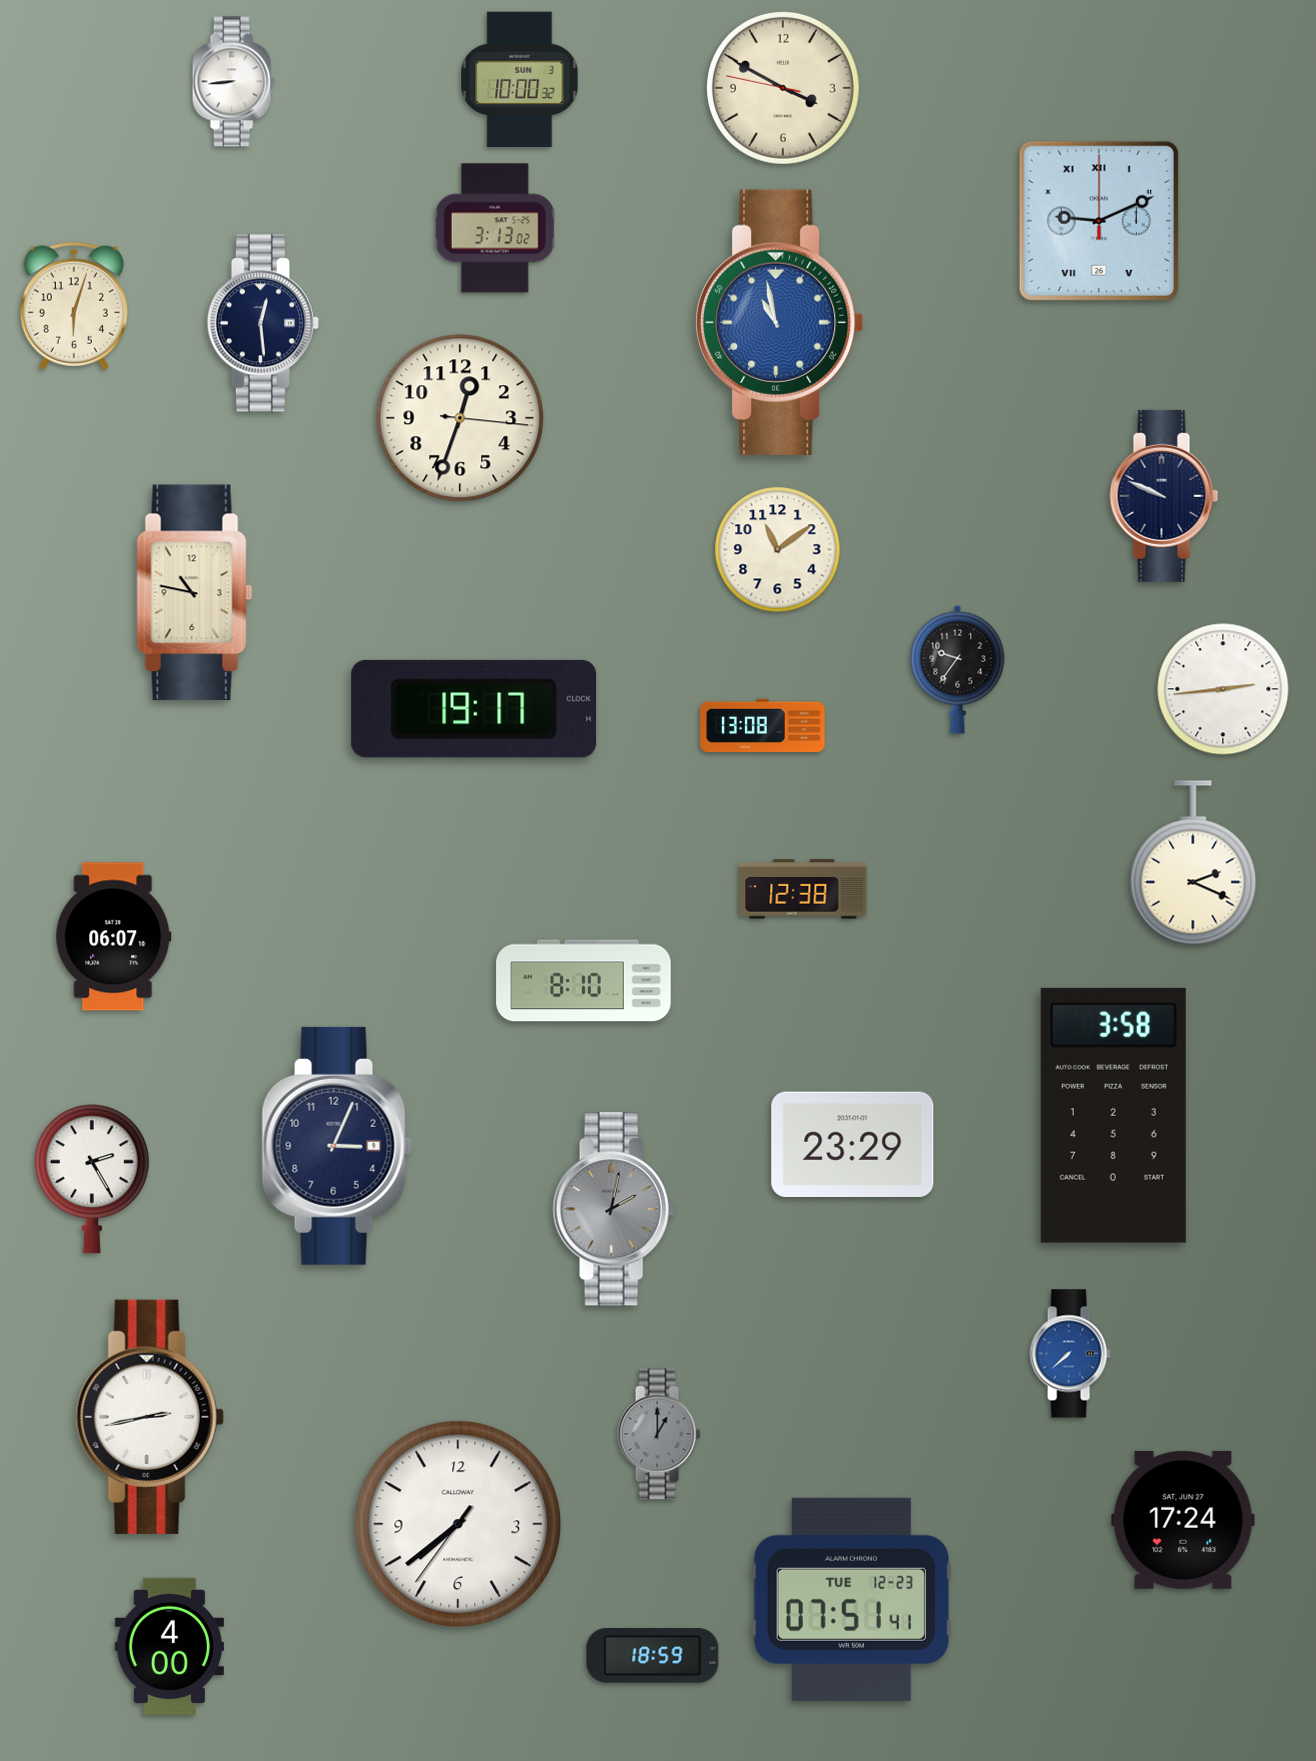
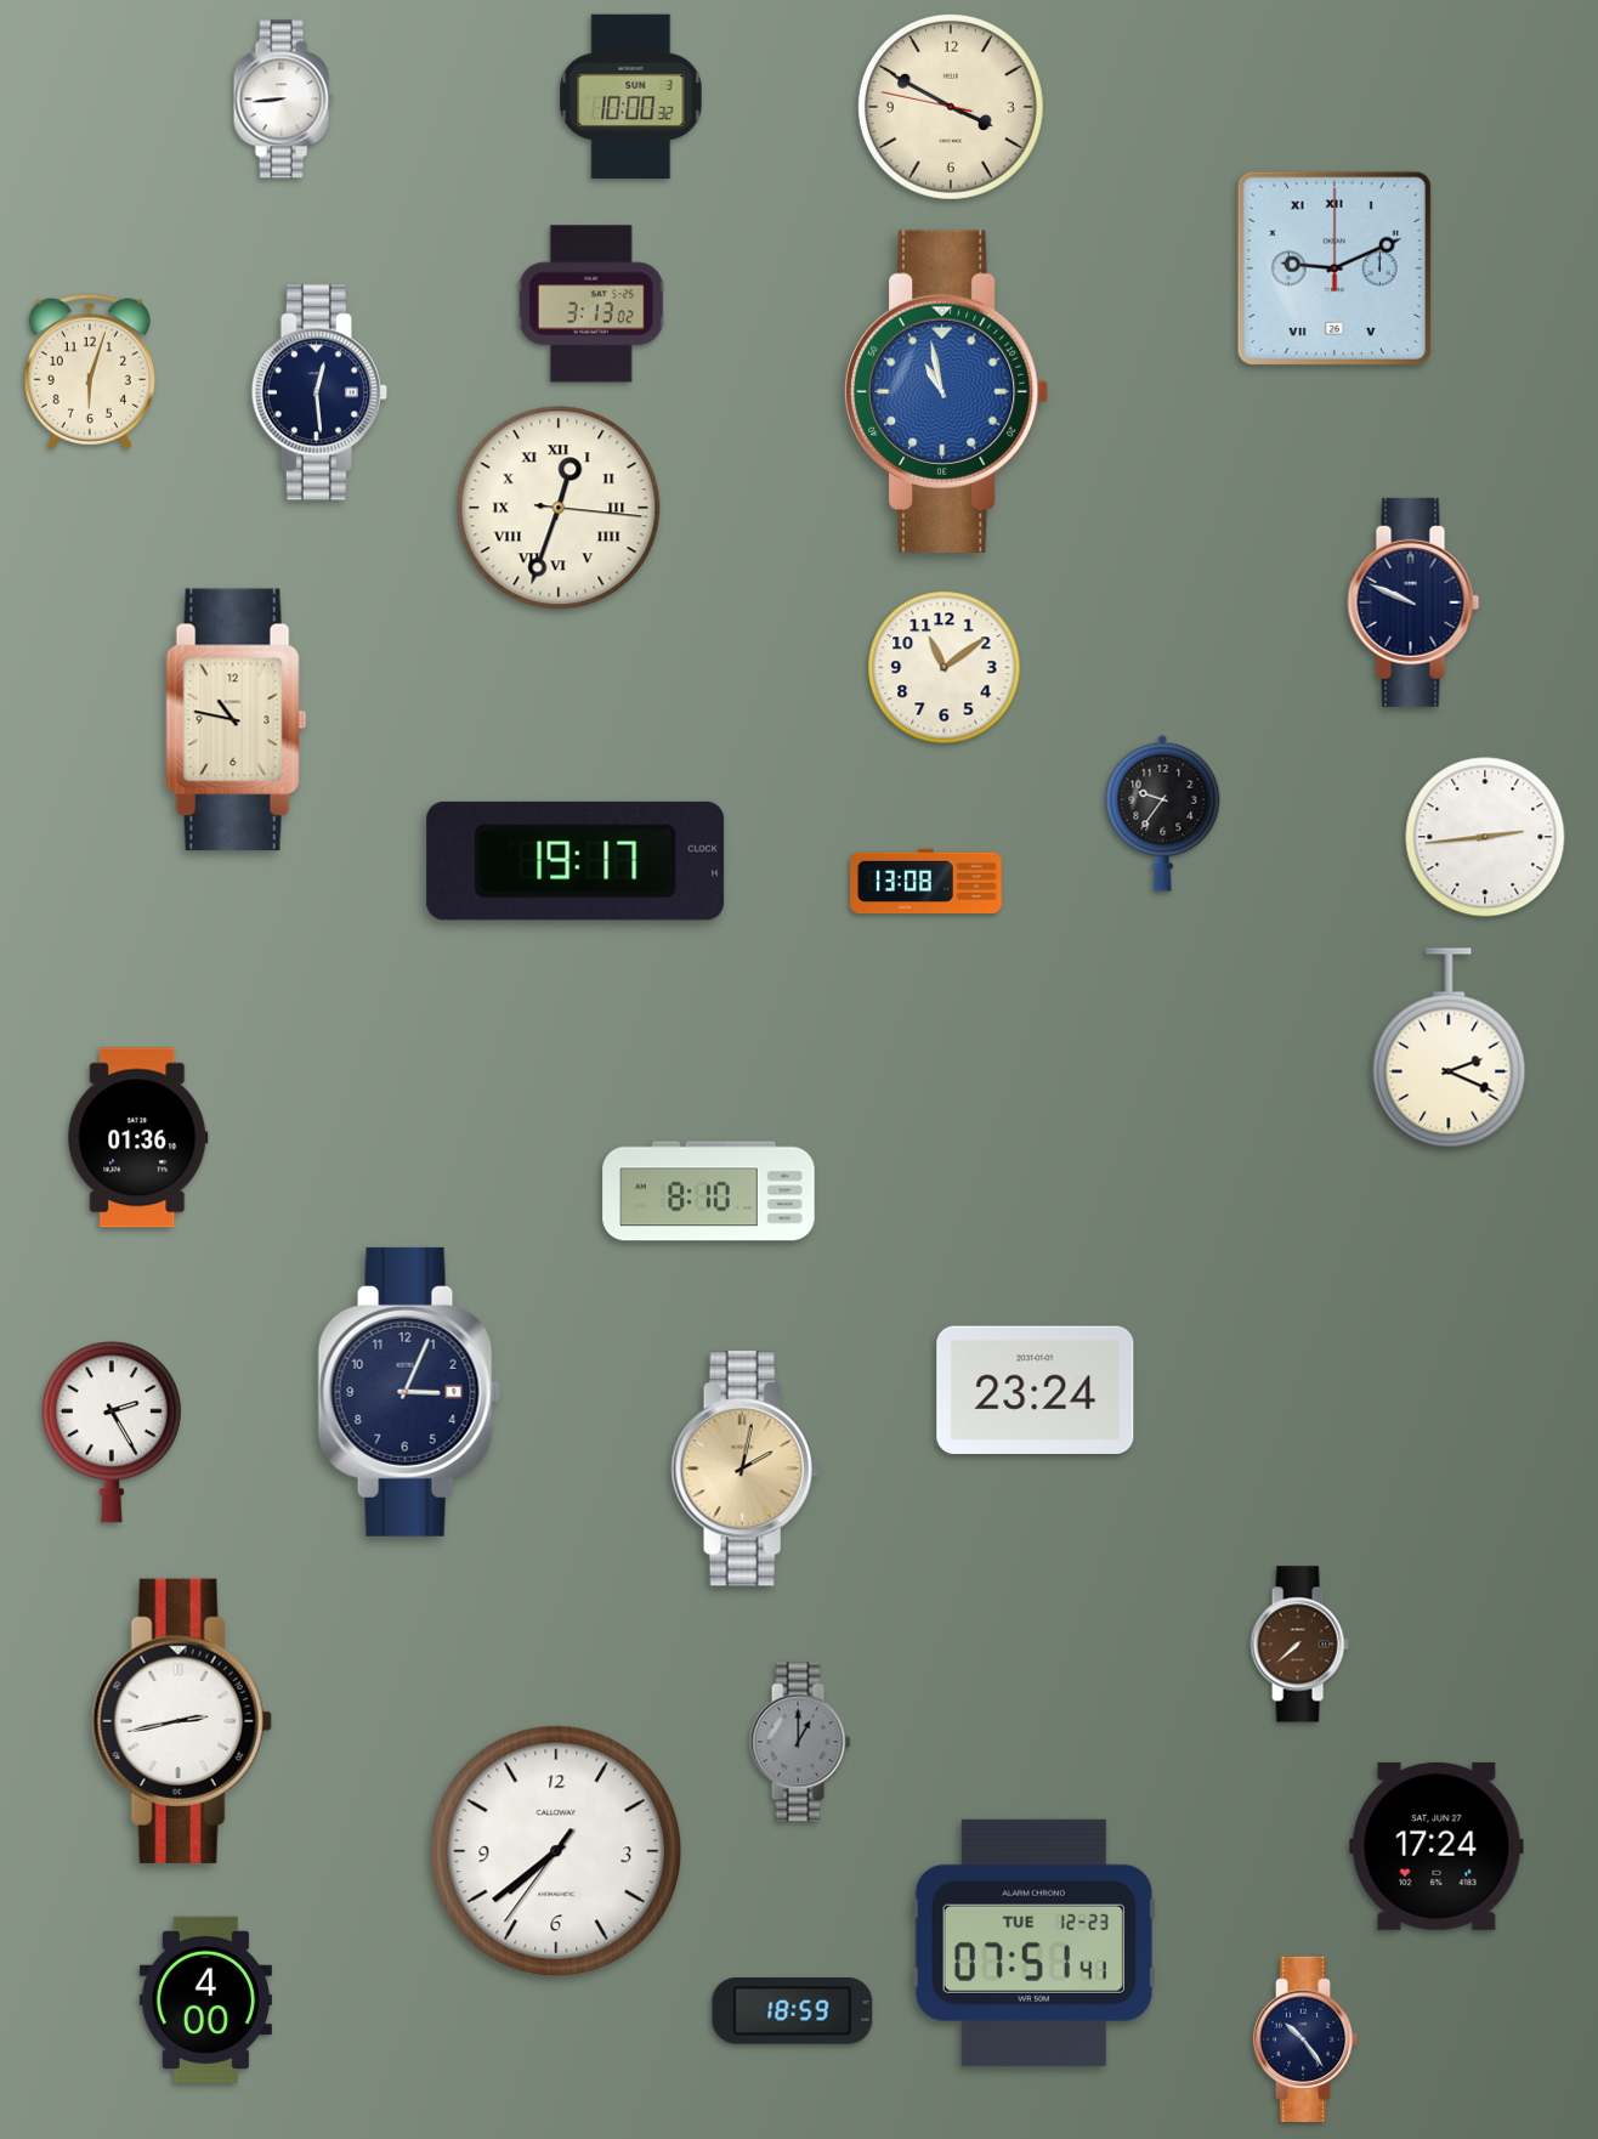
clock at (495, 228) position: (495, 228) -> (591, 304)
clock at (460, 418) numerals: Arabic -> Roman
clock at (803, 889): 12:38 -> none
clock at (114, 937): 06:07 -> 01:36
clock at (1113, 1115): 3:58 -> none
clock at (853, 1144): 23:29 -> 23:24
clock at (614, 1209) dial: grey -> champagne
clock at (1070, 1354) dial: blue -> brown
clock at (1305, 2038): none -> 10:24
